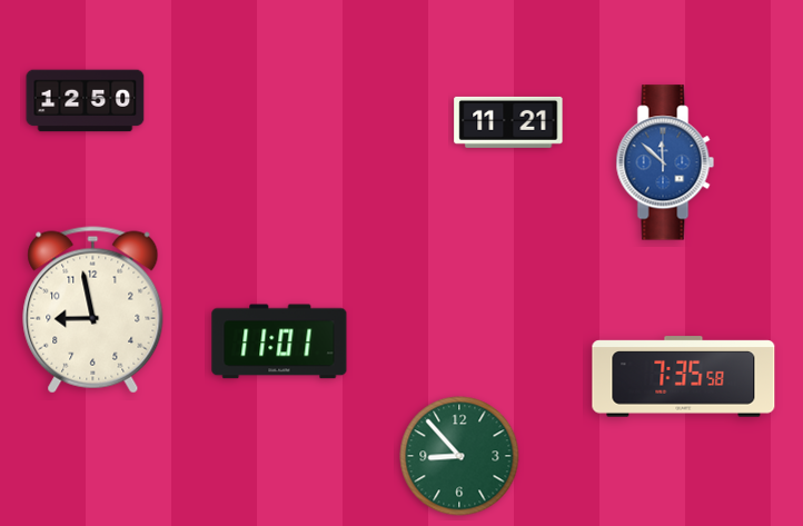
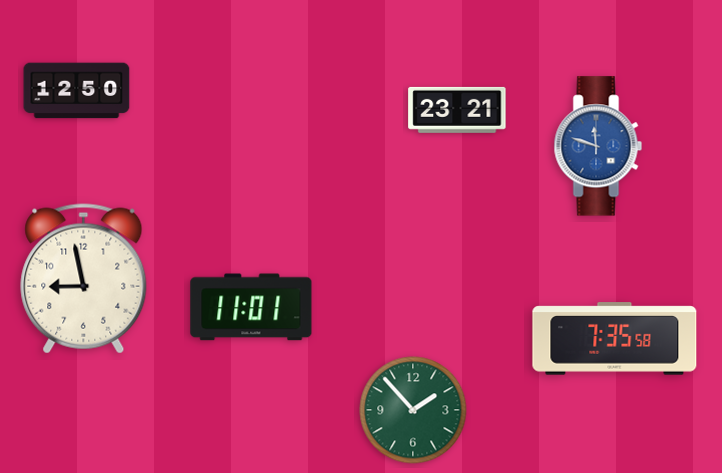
clock at (508, 122): 11:21 -> 23:21
clock at (665, 162): 11:52 -> 11:48
clock at (459, 456): 8:53 -> 1:53
